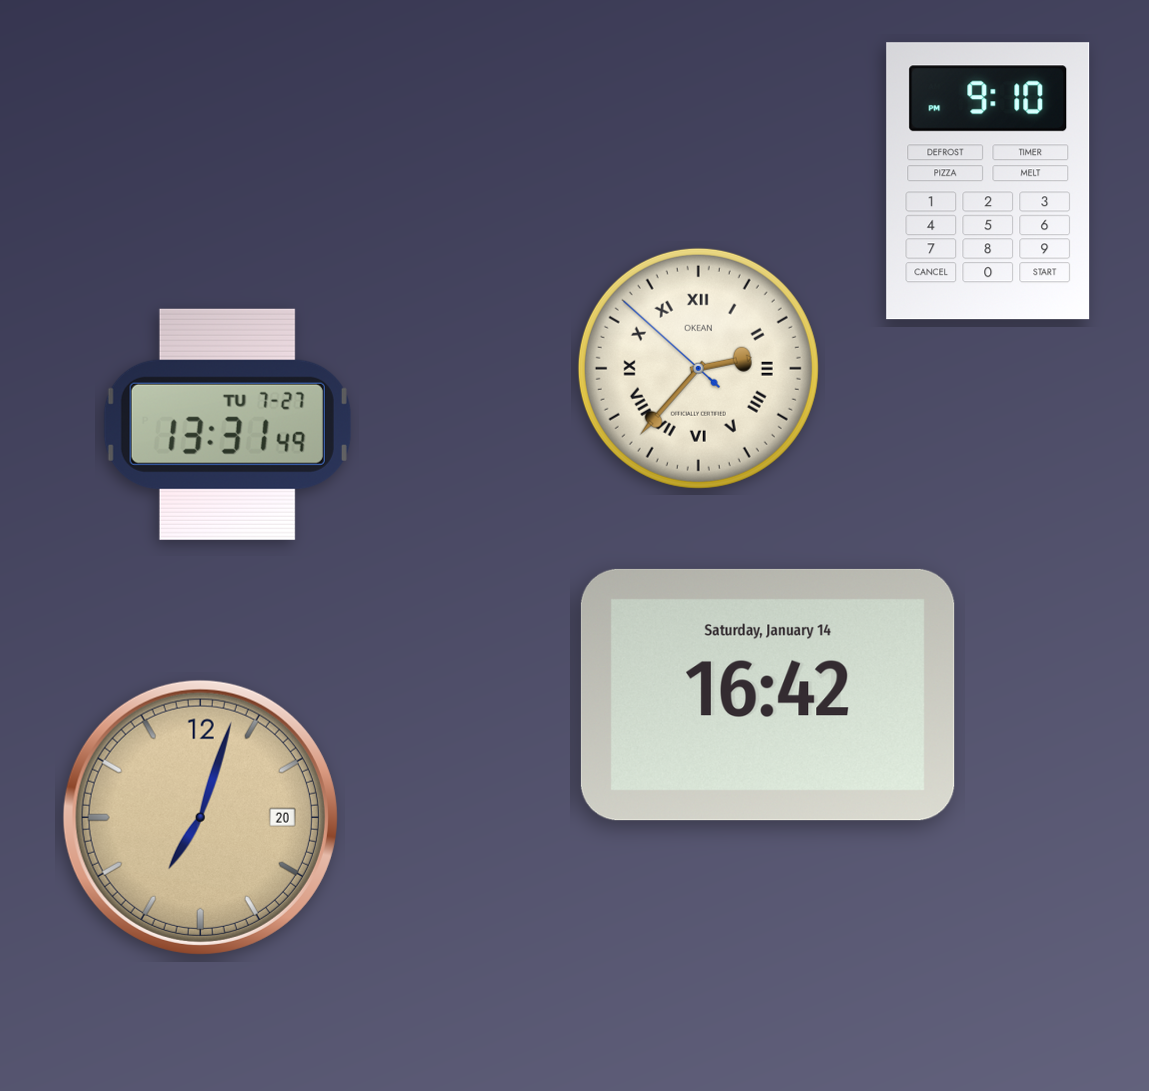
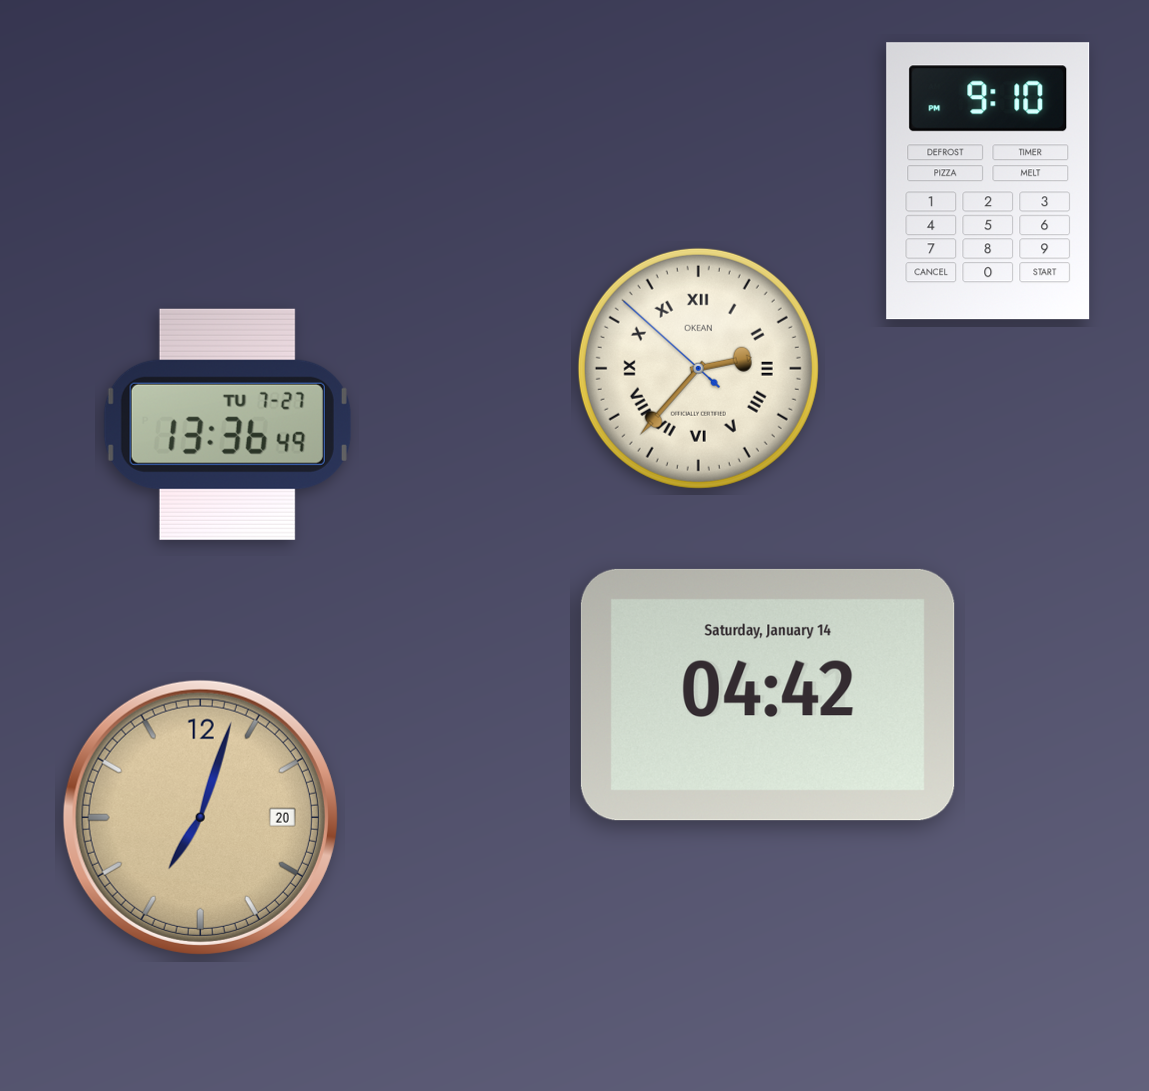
clock at (227, 424): 13:31 -> 13:36
clock at (768, 695): 16:42 -> 04:42
